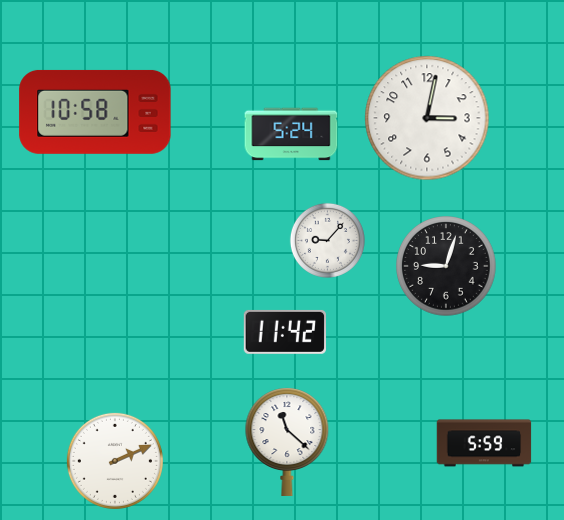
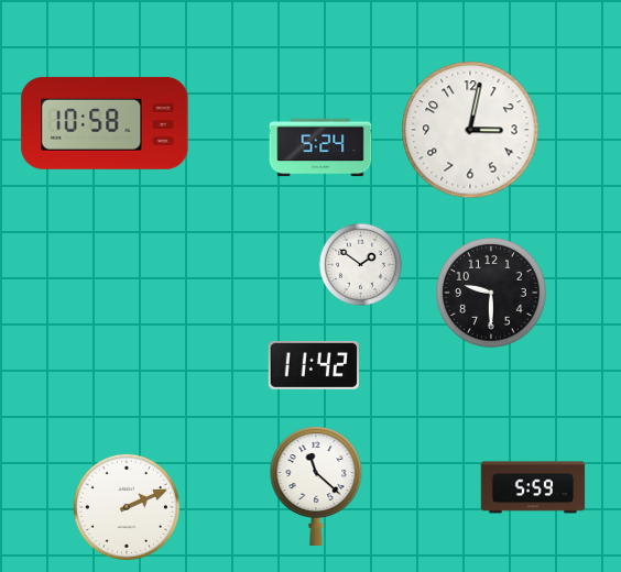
clock at (327, 240): 9:07 -> 1:51
clock at (446, 266): 9:03 -> 9:30
